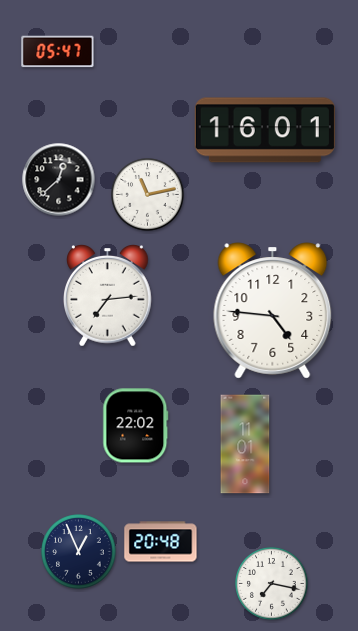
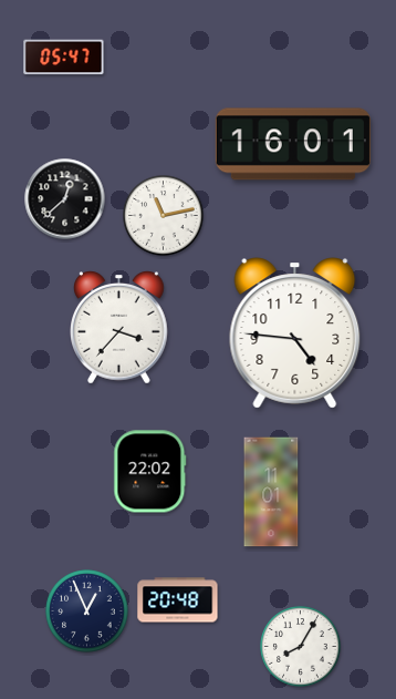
clock at (108, 296): 7:14 -> 3:37
clock at (273, 311) position: (273, 311) -> (295, 333)
clock at (272, 584): 7:17 -> 8:05
